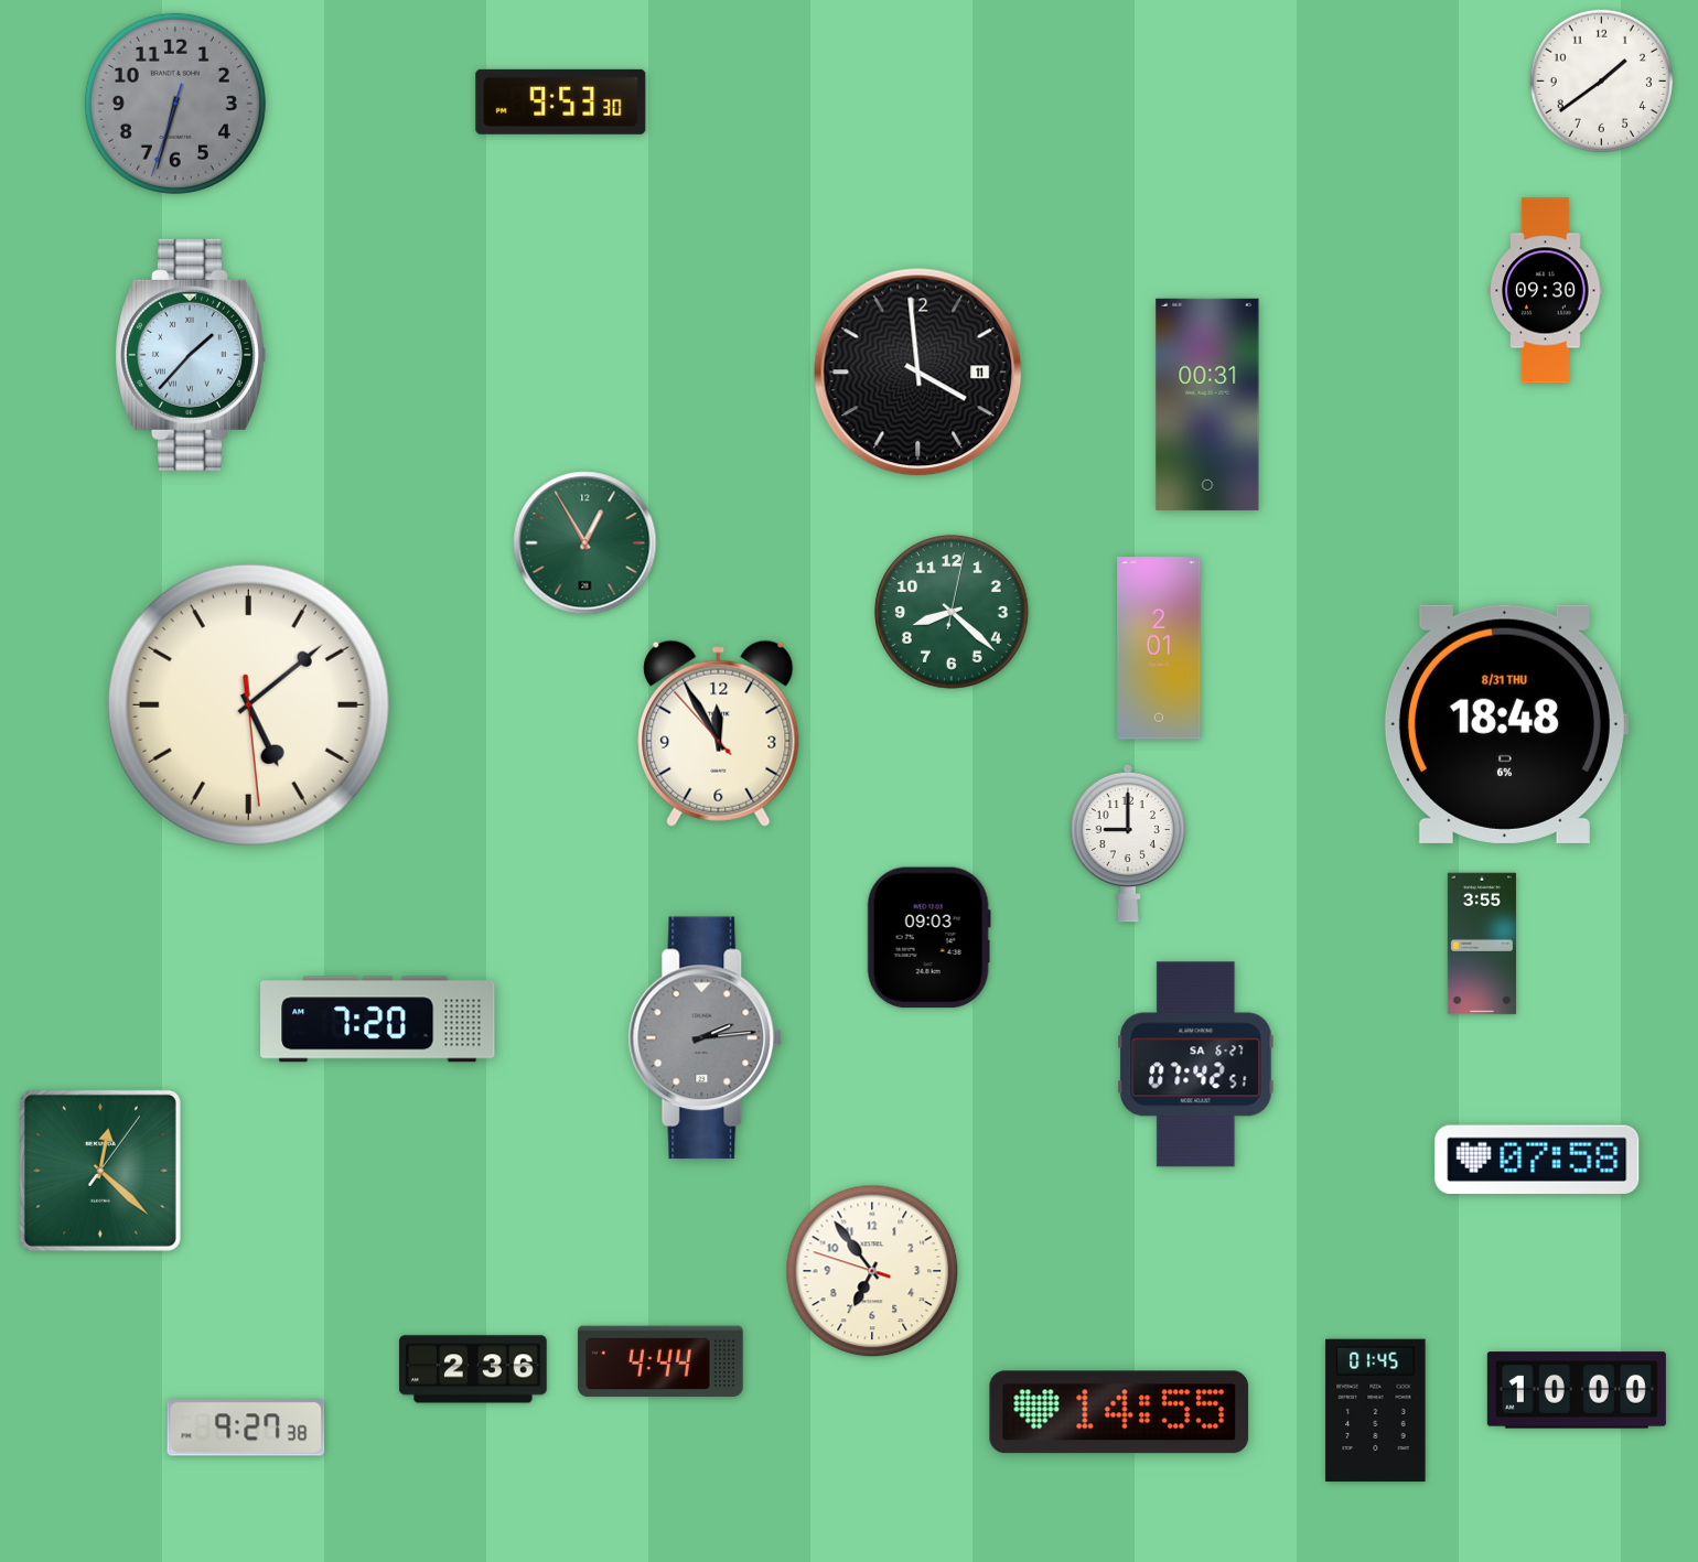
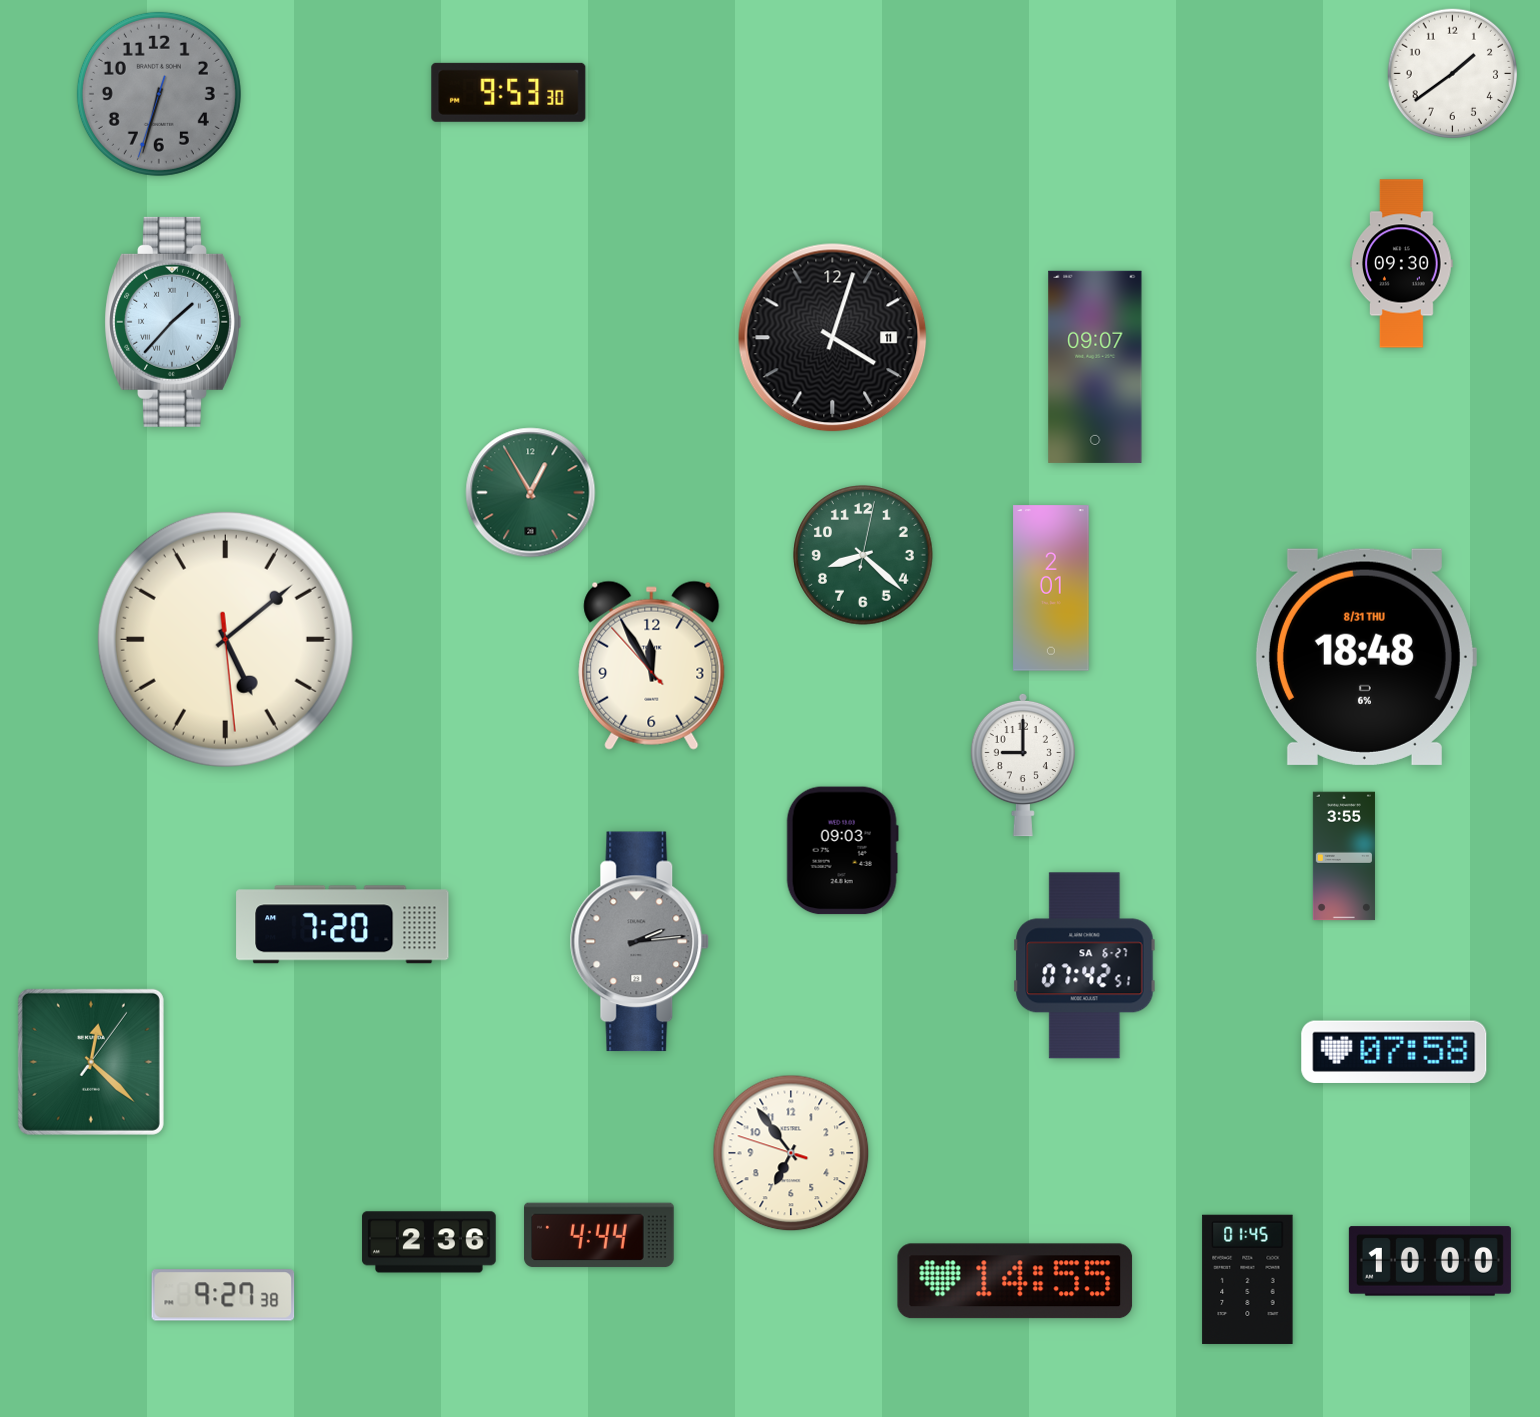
clock at (918, 373): 3:59 -> 4:03
clock at (1207, 405): 00:31 -> 09:07
